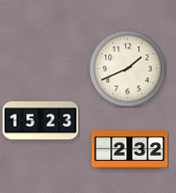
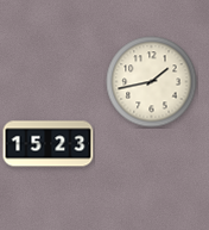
clock at (128, 69): 1:41 -> 1:43
clock at (130, 150): 2:32 -> none
